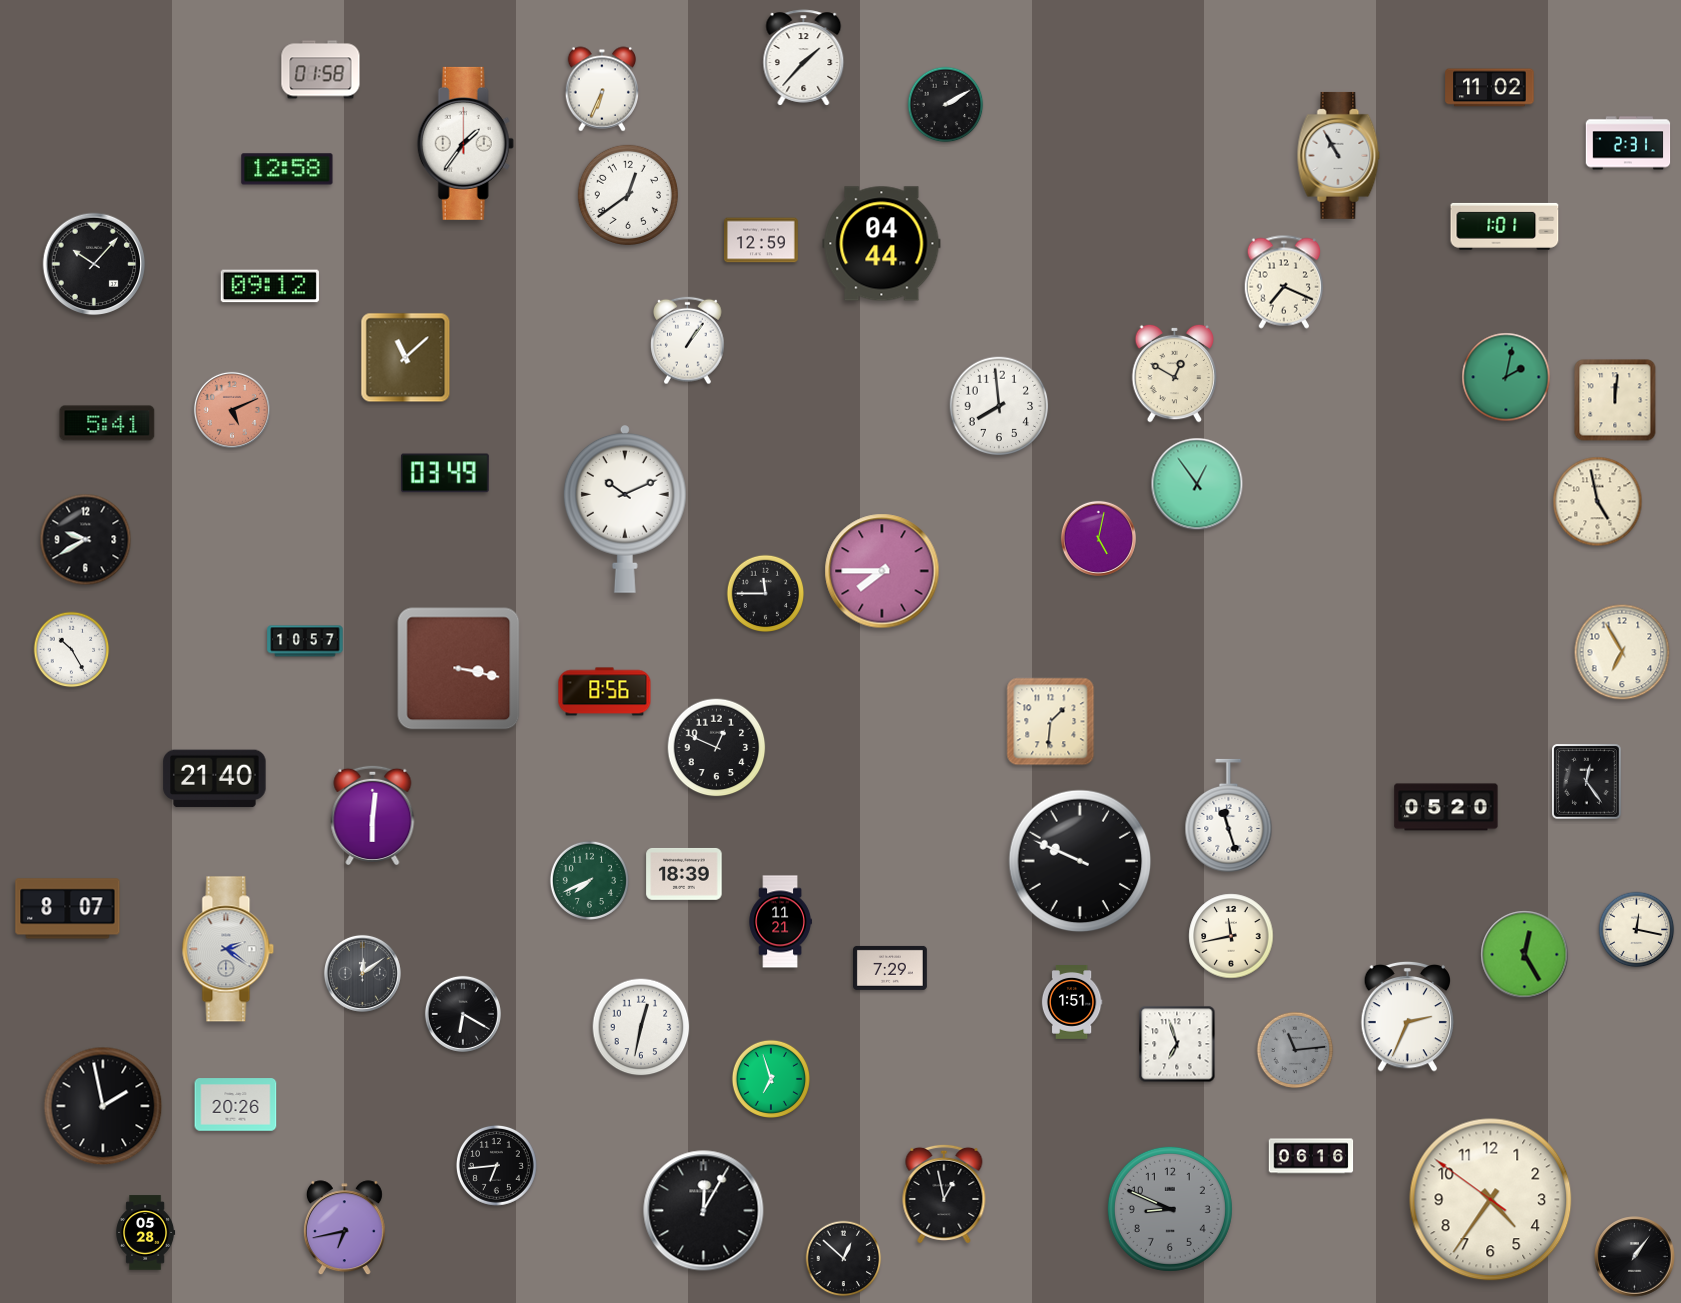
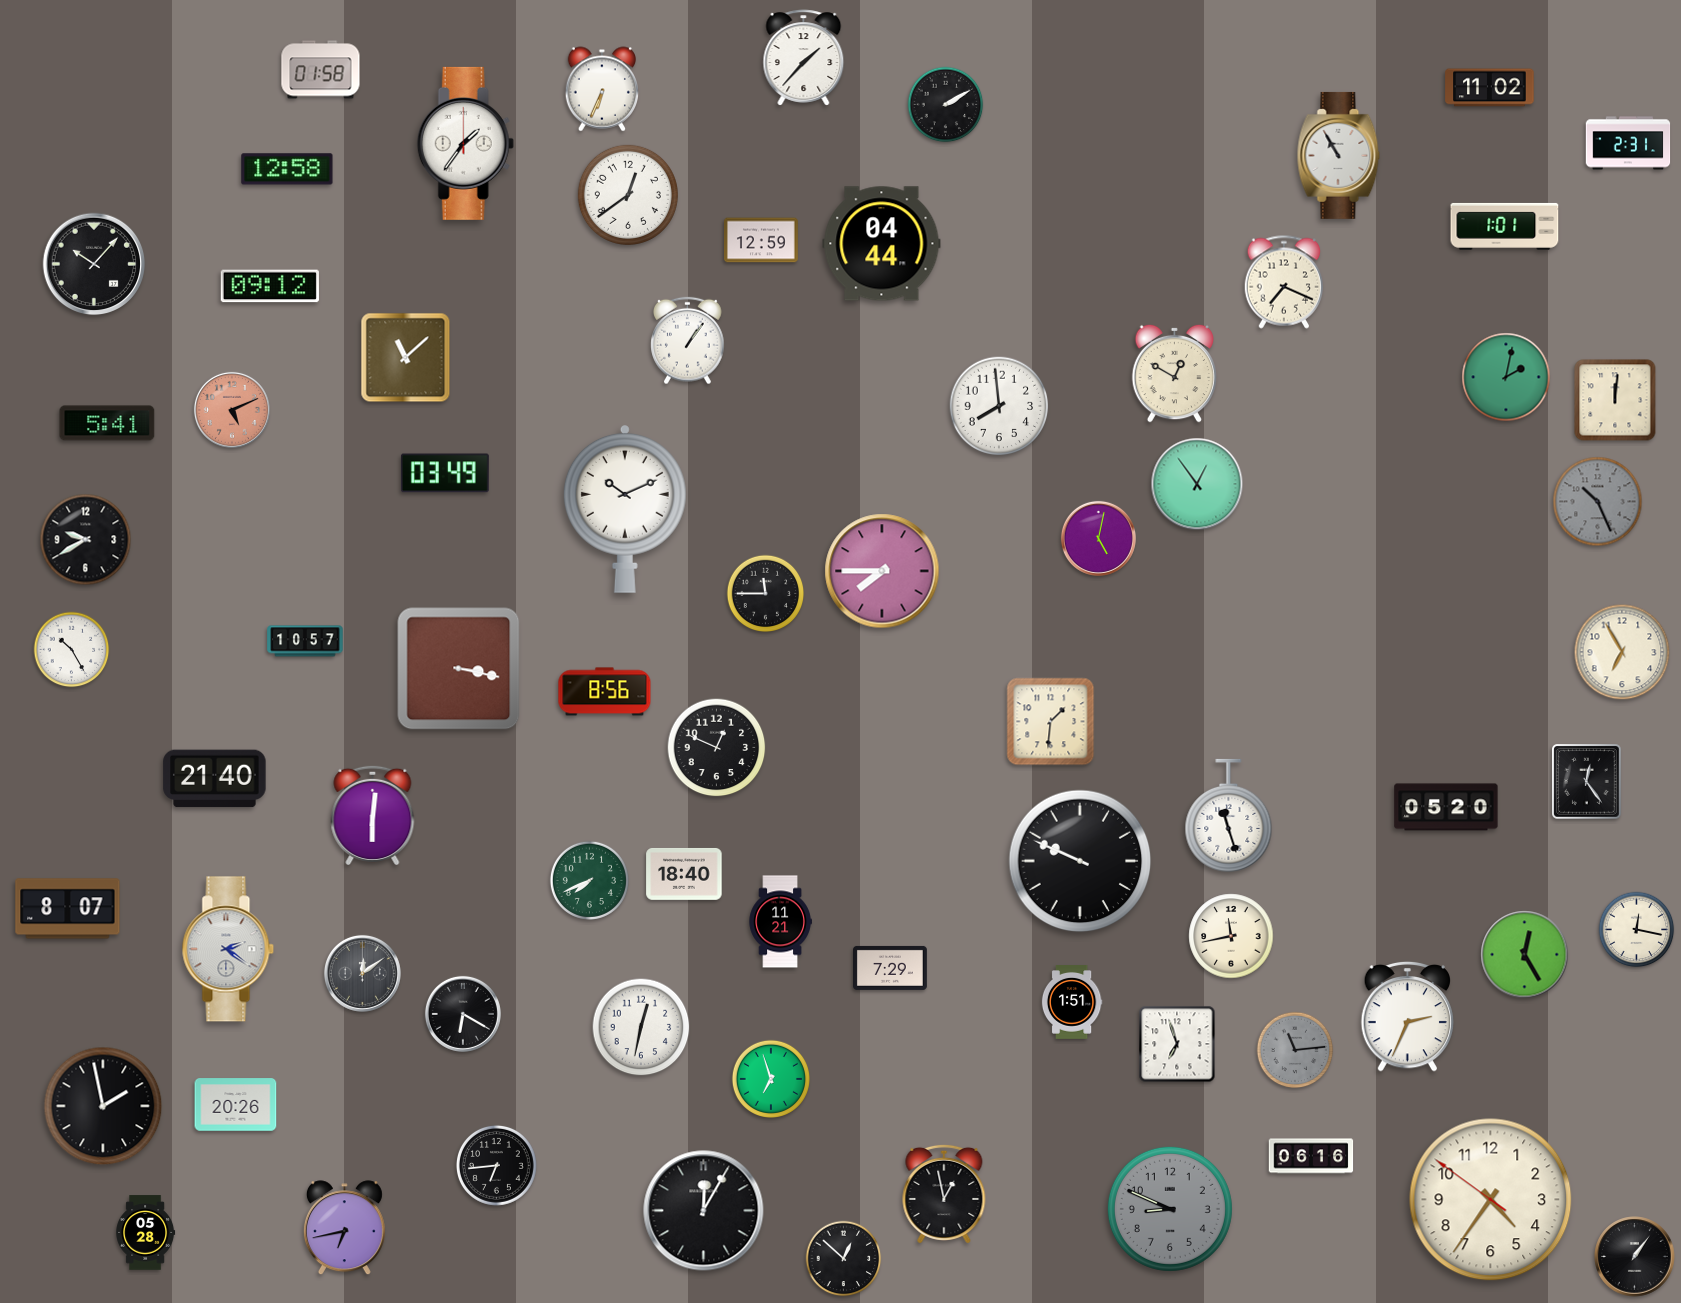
clock at (1598, 502): 4:58 -> 10:26
clock at (1598, 502) dial: cream -> grey
clock at (684, 874): 18:39 -> 18:40
